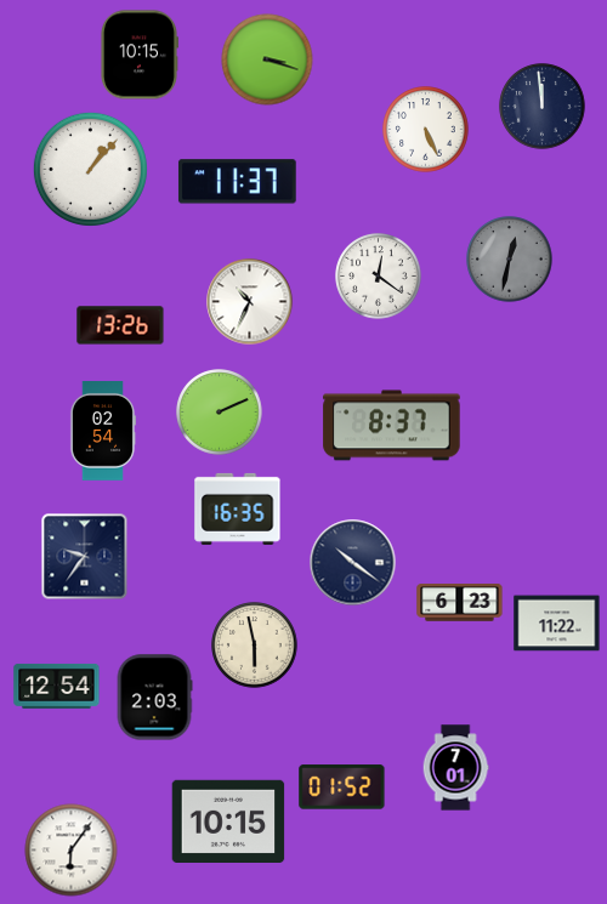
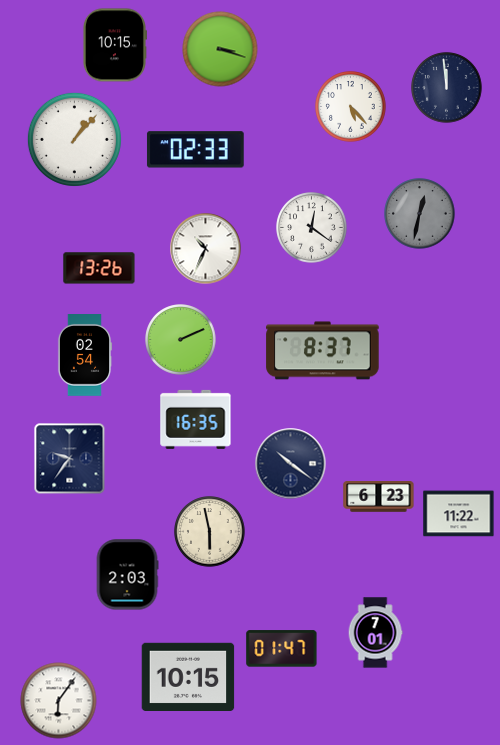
clock at (426, 130): 5:26 -> 5:23
clock at (237, 182): 11:37 -> 02:33
clock at (57, 686): 12:54 -> none
clock at (342, 788): 01:52 -> 01:47
